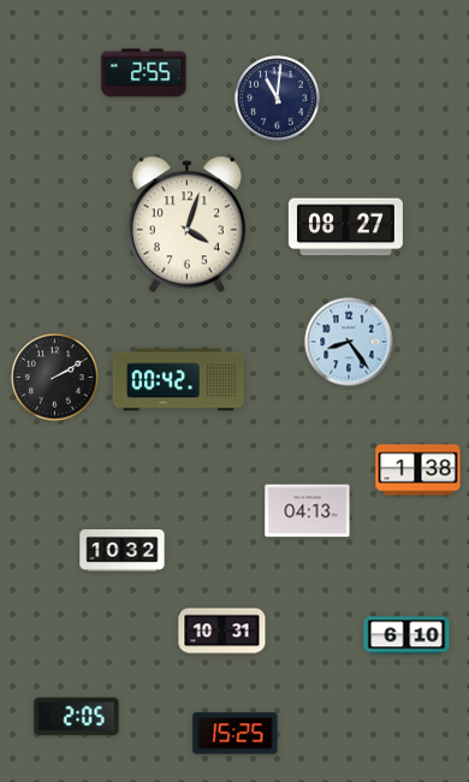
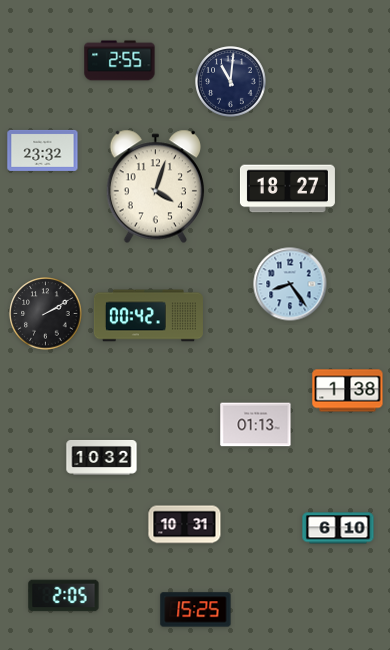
clock at (43, 150): none -> 23:32
clock at (345, 227): 08:27 -> 18:27
clock at (308, 511): 04:13 -> 01:13
